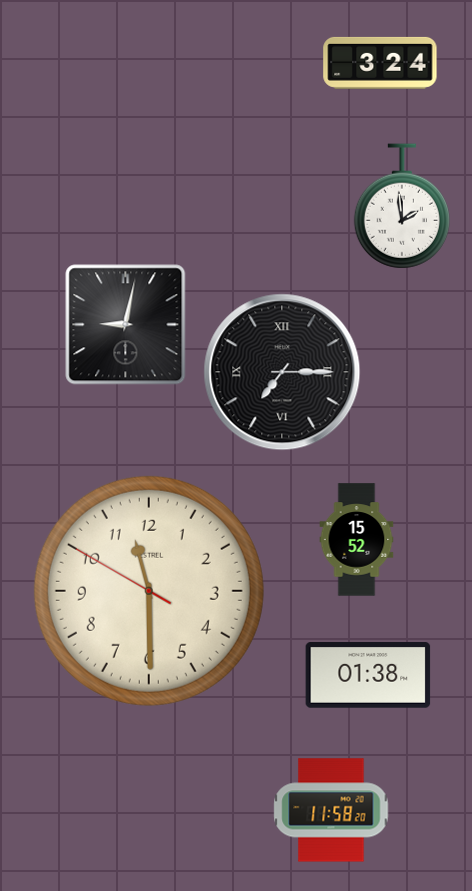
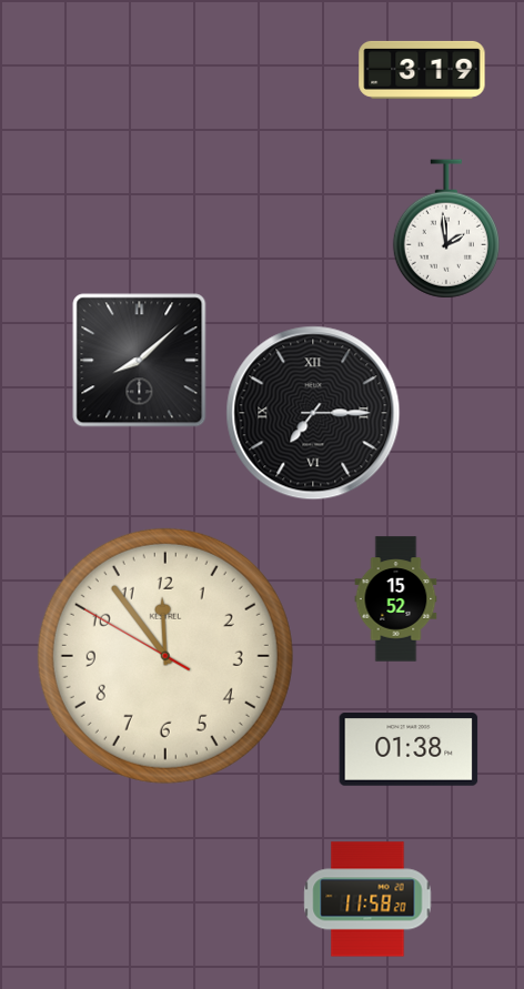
clock at (380, 63): 3:24 -> 3:19
clock at (126, 325): 9:02 -> 8:08
clock at (149, 591): 11:29 -> 11:53
